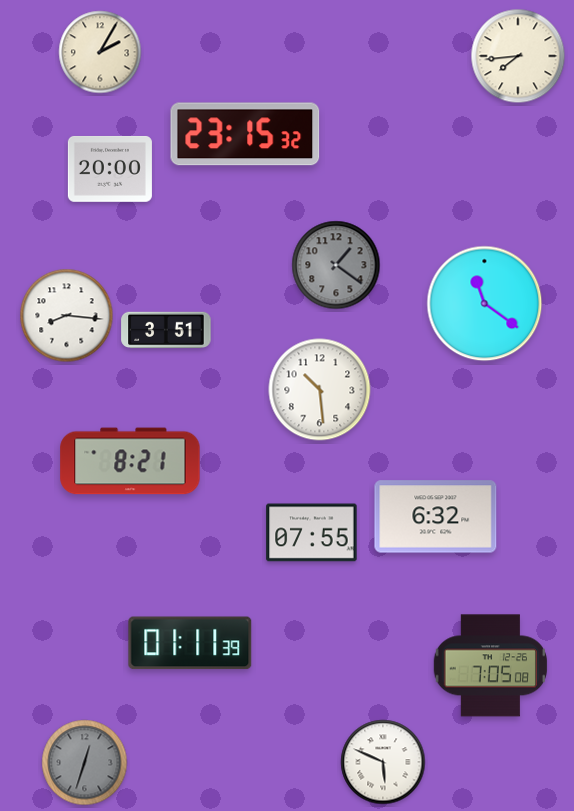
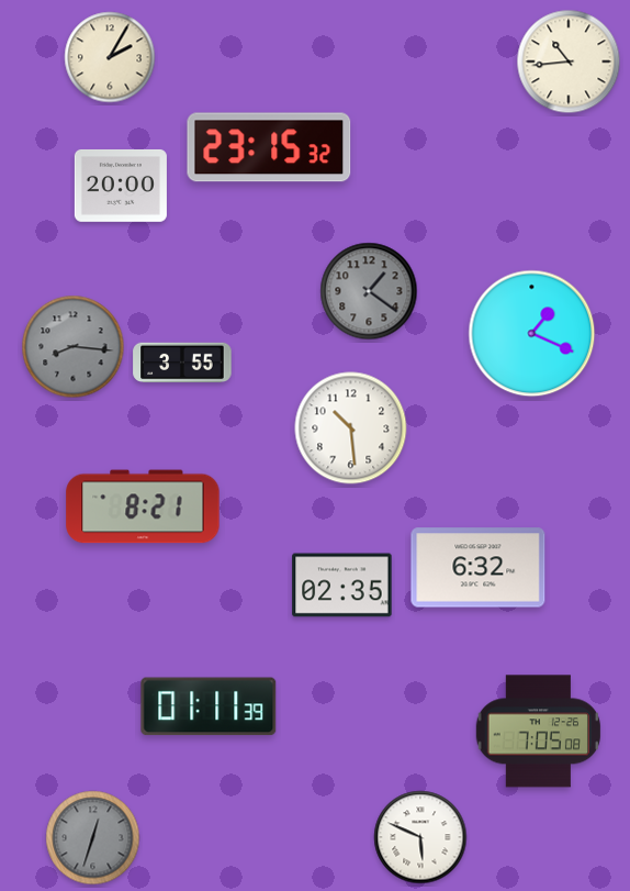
clock at (518, 56): 7:44 -> 10:44
clock at (485, 304): 11:21 -> 1:19
clock at (67, 316) dial: white -> grey
clock at (166, 330): 3:51 -> 3:55
clock at (312, 533): 07:55 -> 02:35
